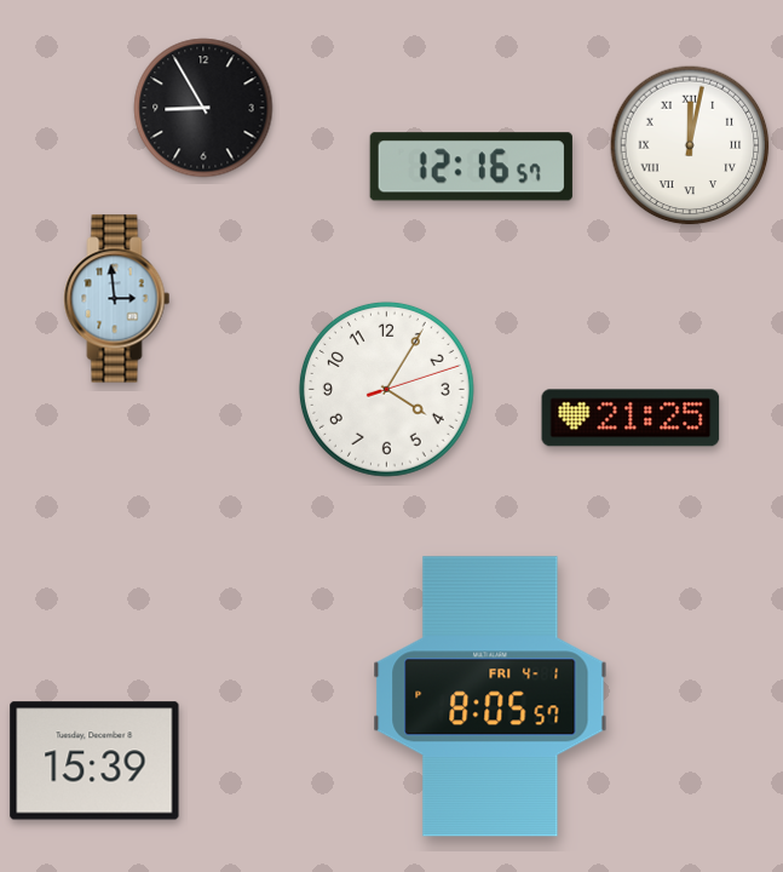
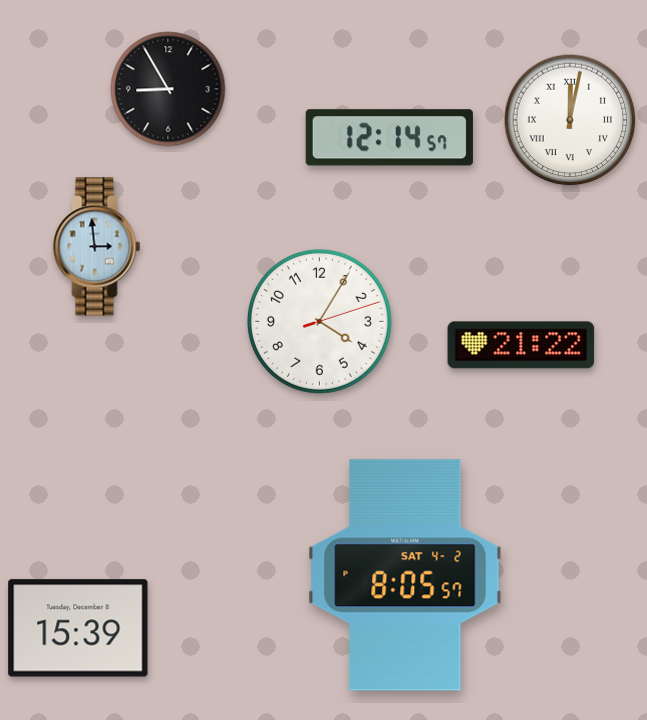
clock at (471, 167): 12:16 -> 12:14
clock at (631, 418): 21:25 -> 21:22
clock at (490, 696) date: FRI 4-1 -> SAT 4-2
